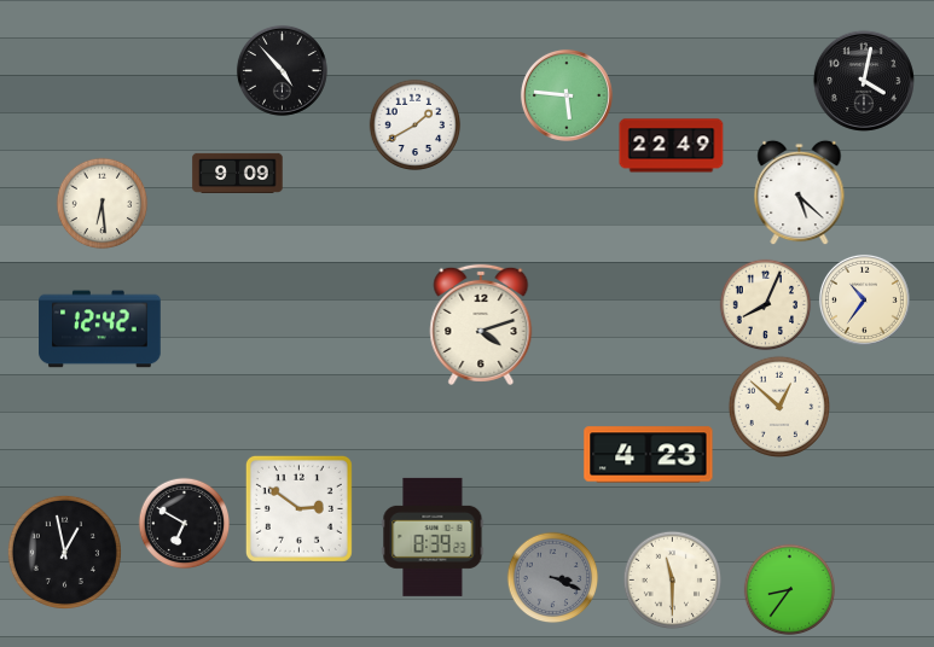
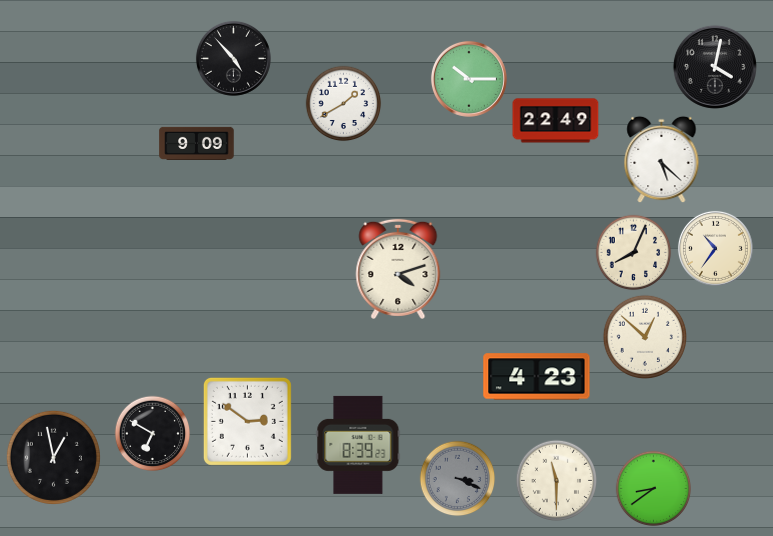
clock at (567, 95): 5:46 -> 10:15
clock at (103, 204): 6:29 -> none
clock at (100, 330): 12:42 -> none
clock at (790, 590): 8:36 -> 8:39
